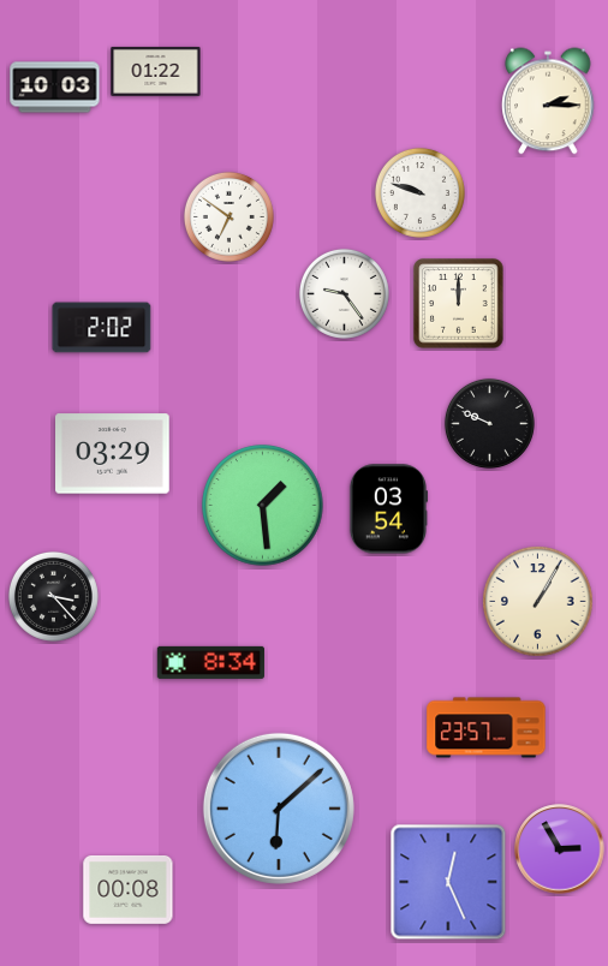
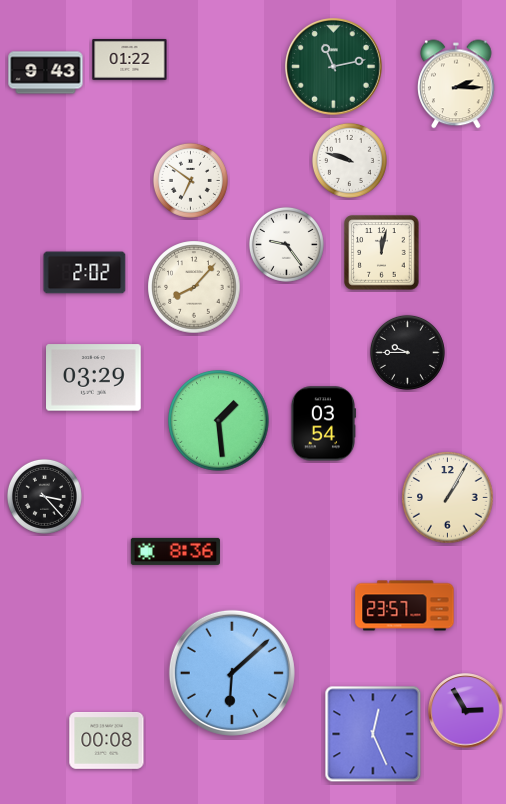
clock at (334, 67): none -> 11:13
clock at (55, 88): 10:03 -> 9:43
clock at (459, 304): 12:00 -> 12:02
clock at (194, 287): none -> 8:07
clock at (489, 423): 9:49 -> 9:45
clock at (538, 602) position: (538, 602) -> (448, 498)
clock at (210, 662): 8:34 -> 8:36
clock at (560, 849) position: (560, 849) -> (466, 711)
